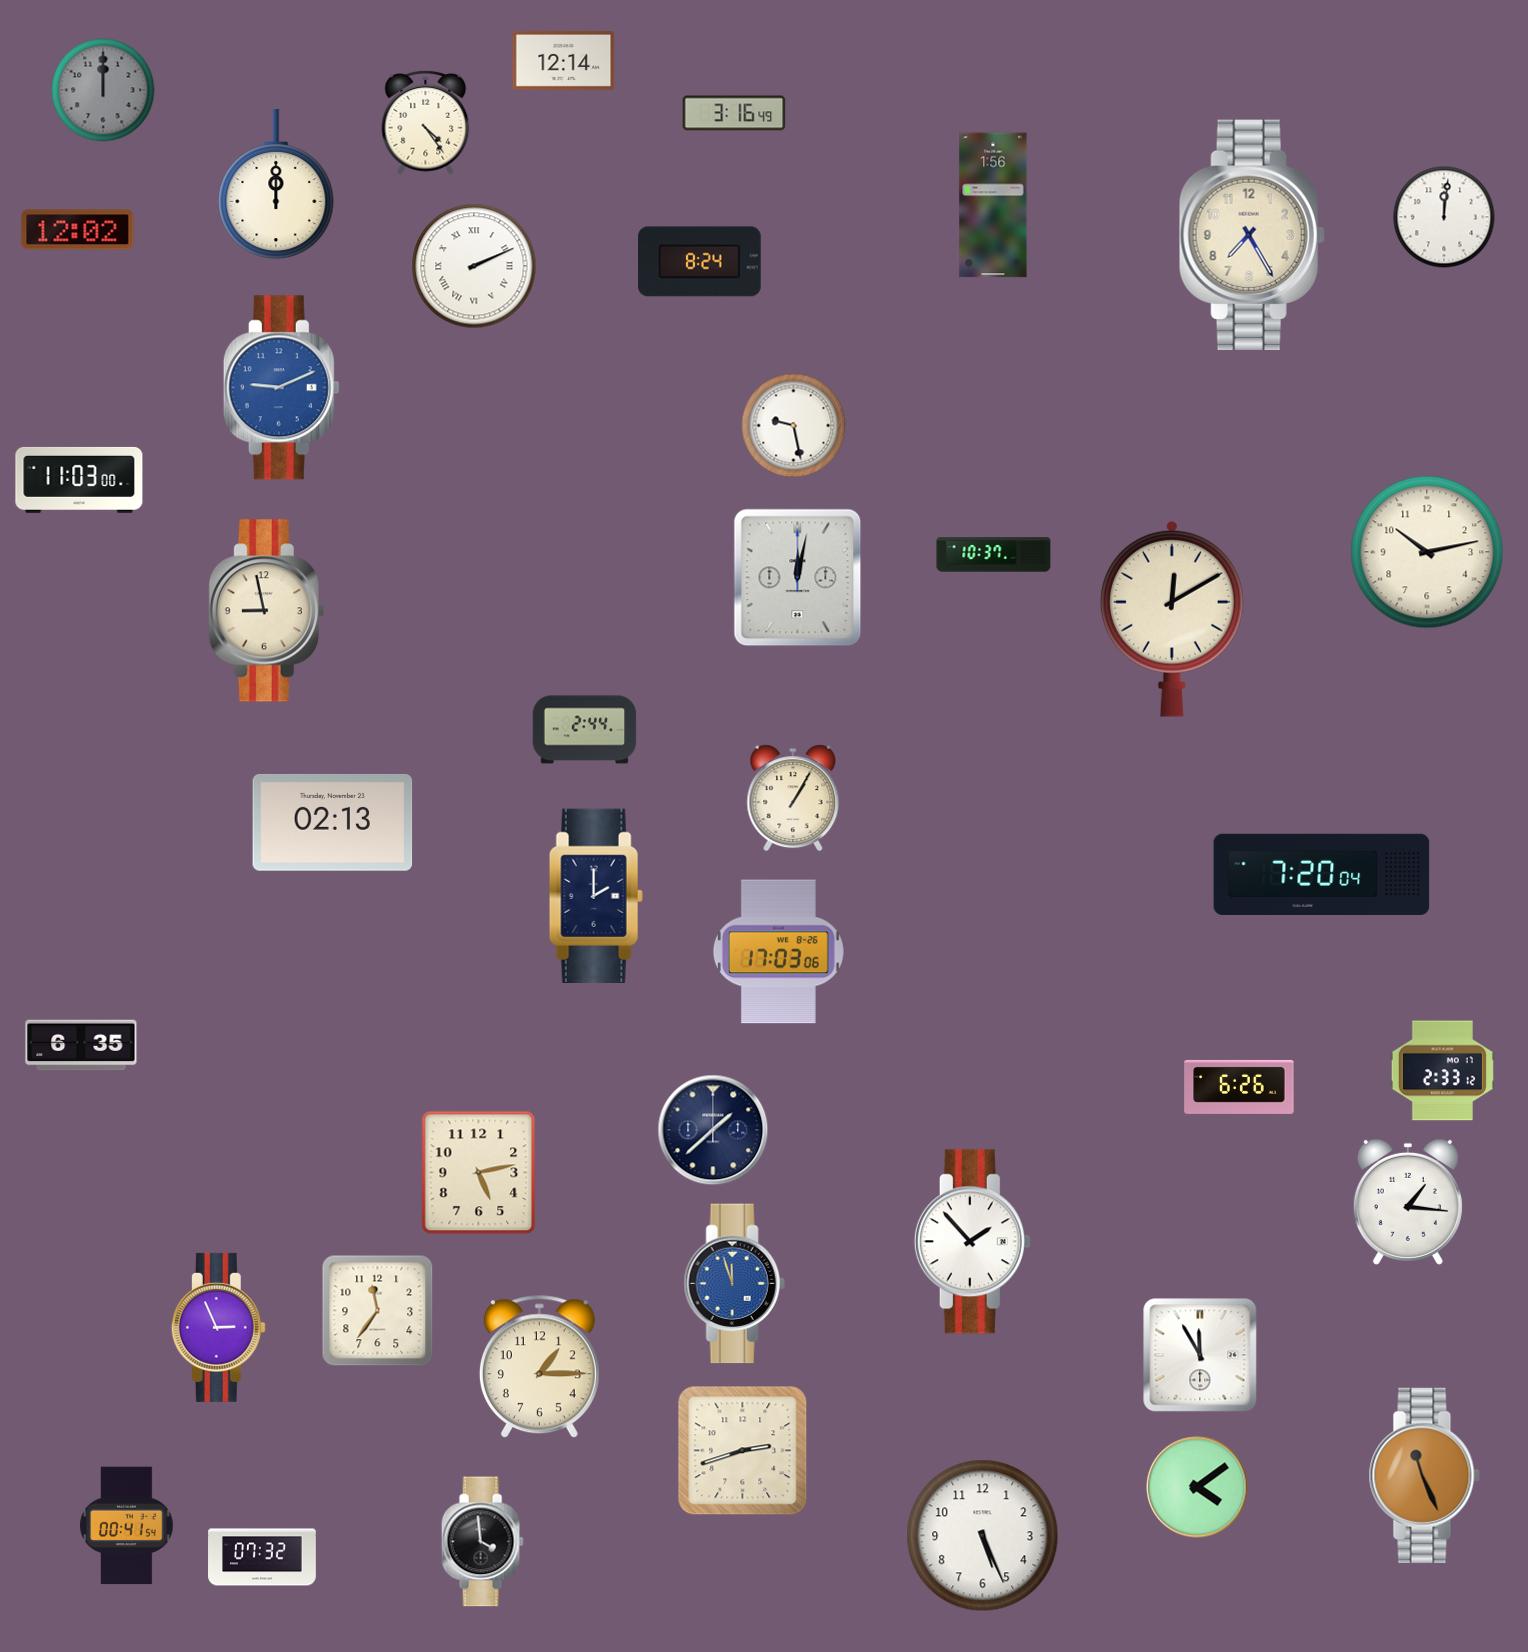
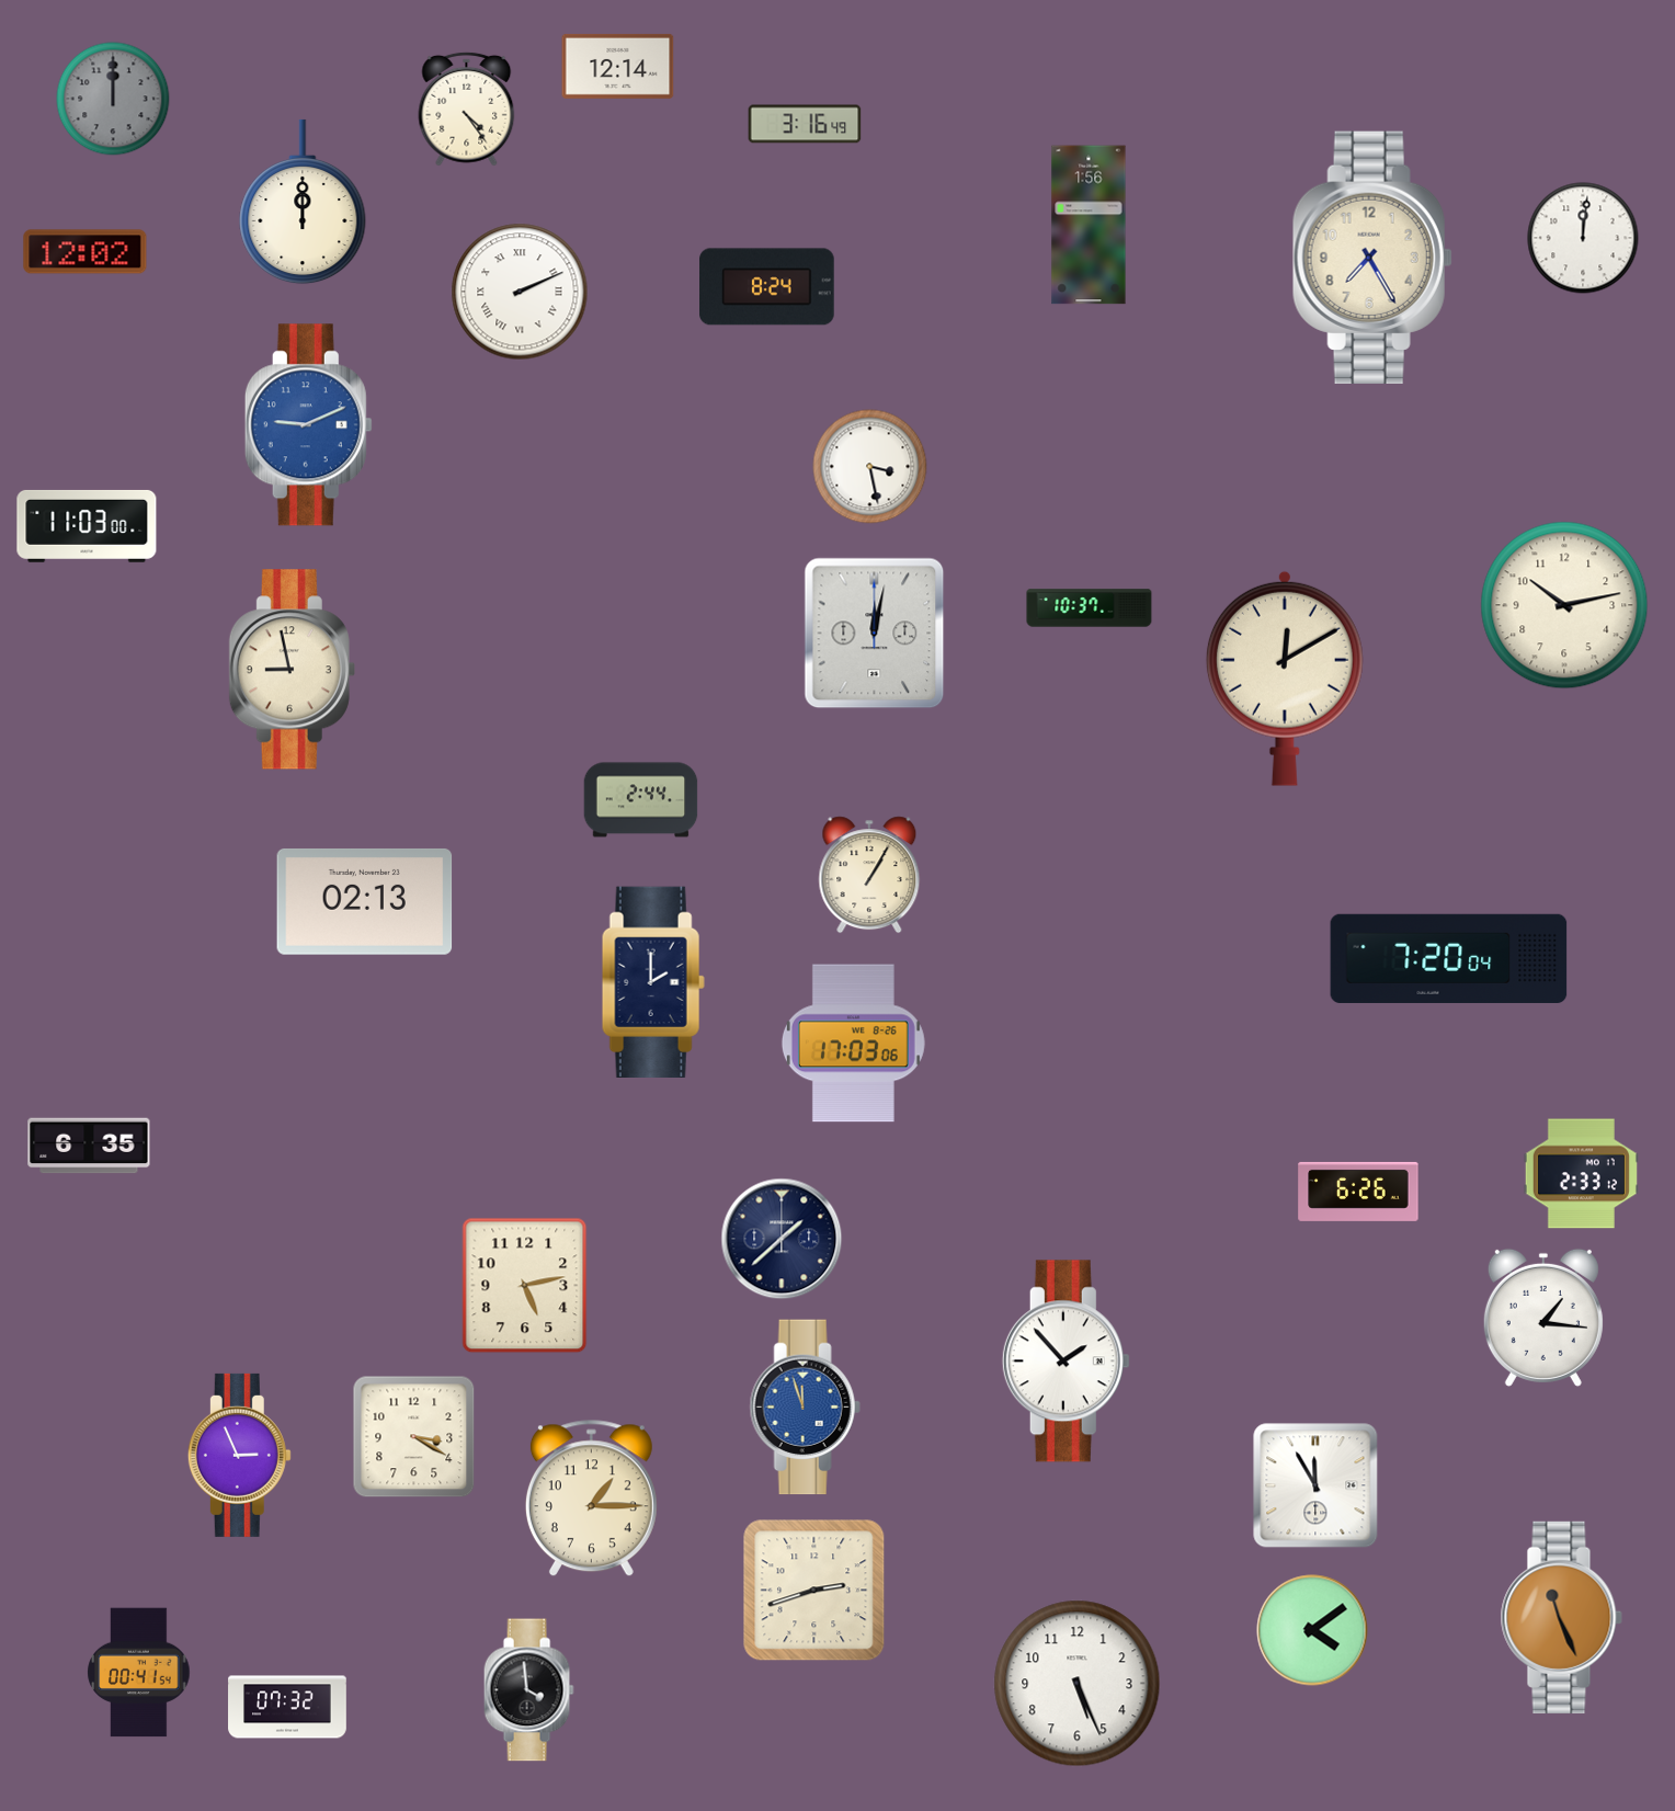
clock at (426, 122) position: (426, 122) -> (467, 109)
clock at (794, 426): 9:28 -> 3:28
clock at (378, 1311): 11:36 -> 3:20
